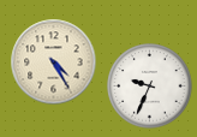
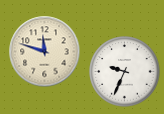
clock at (54, 62): 4:25 -> 11:48
